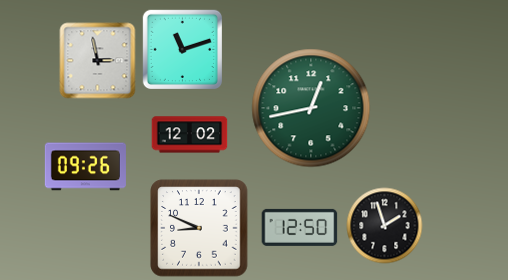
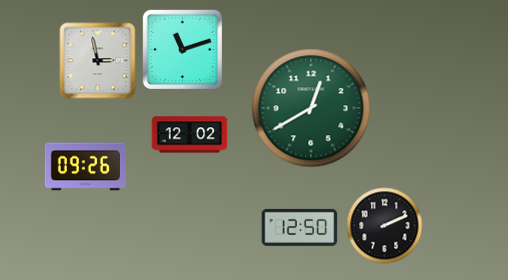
clock at (311, 108): 12:43 -> 12:40
clock at (385, 226): 1:57 -> 2:11
clock at (199, 228): 8:49 -> none
